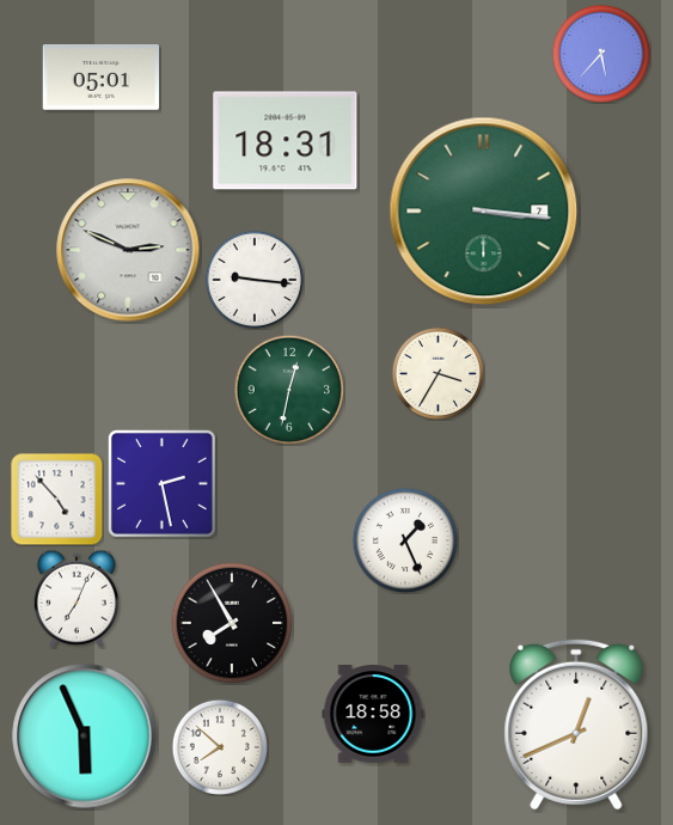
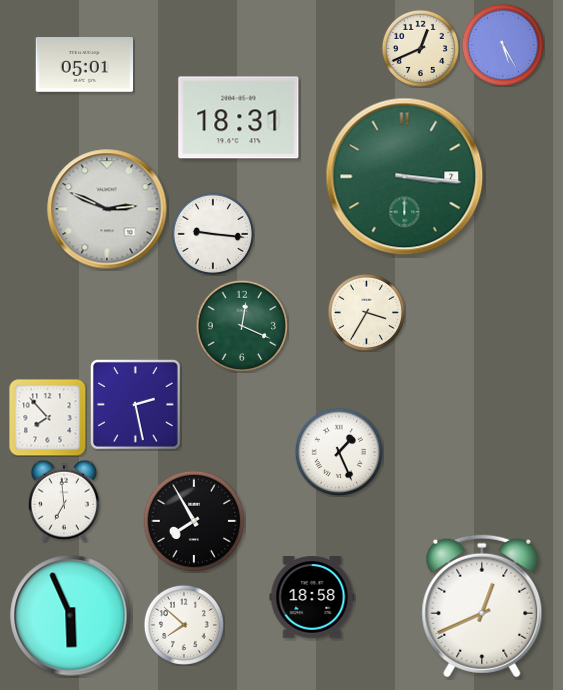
clock at (601, 54): 5:37 -> 5:25
clock at (420, 48): none -> 12:41
clock at (289, 390): 12:32 -> 12:19
clock at (56, 499): 4:53 -> 7:53
clock at (77, 599): 7:04 -> 6:59
